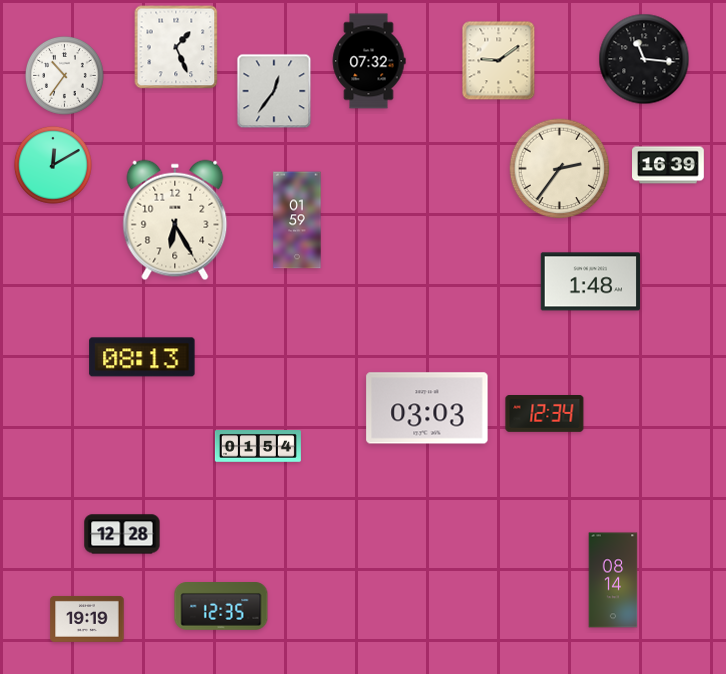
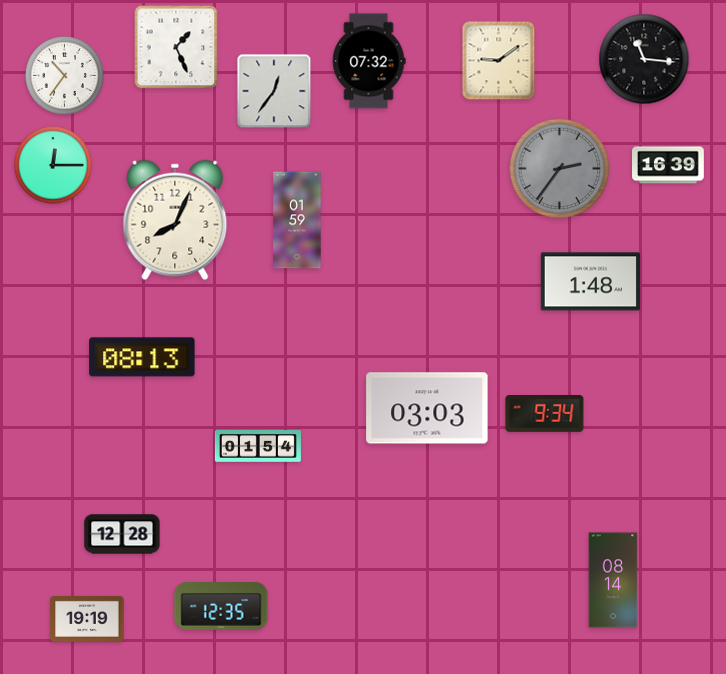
clock at (53, 165): 12:10 -> 12:15
clock at (560, 169) dial: cream -> grey
clock at (175, 220): 6:25 -> 8:04
clock at (545, 414): 12:34 -> 9:34
